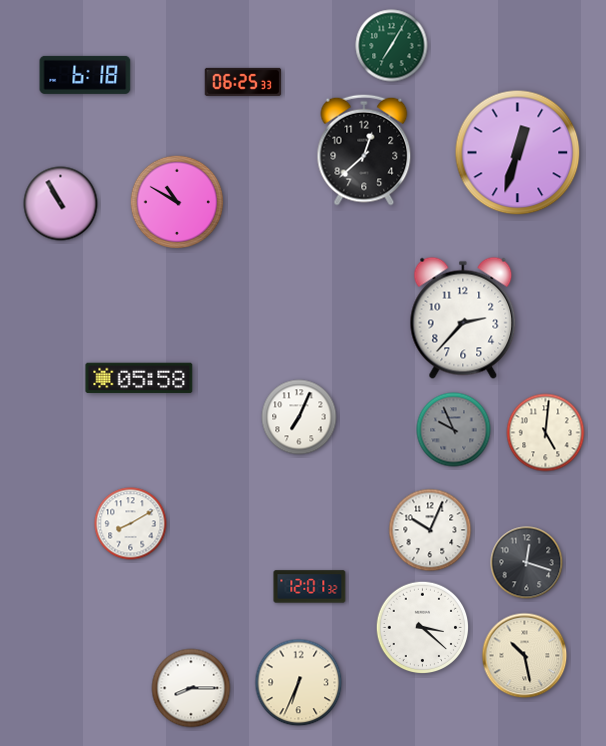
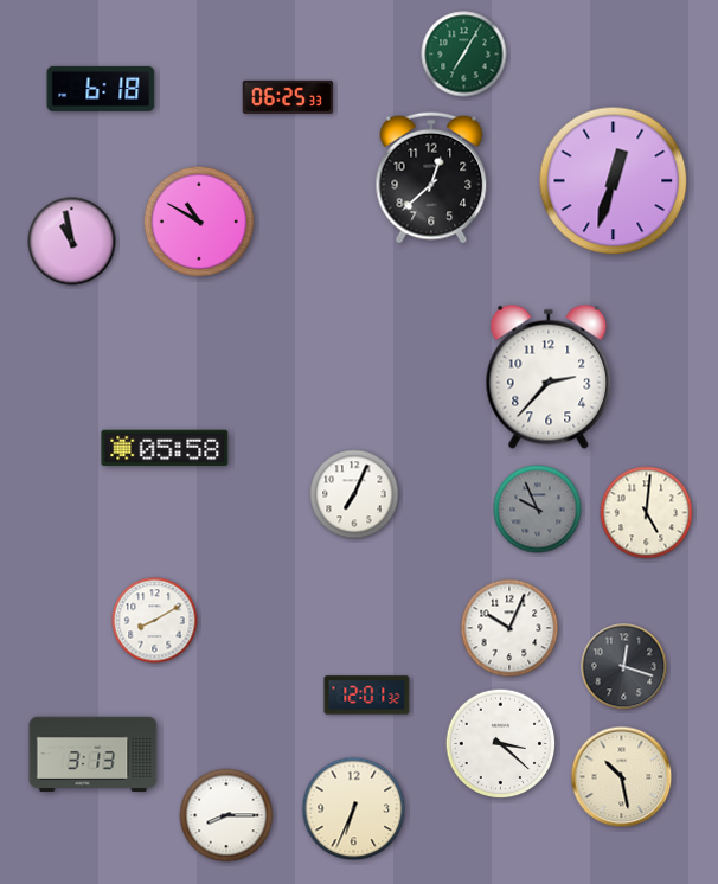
clock at (177, 202) position: (177, 202) -> (199, 222)
clock at (61, 204): 10:55 -> 10:58
clock at (94, 755): none -> 3:13
